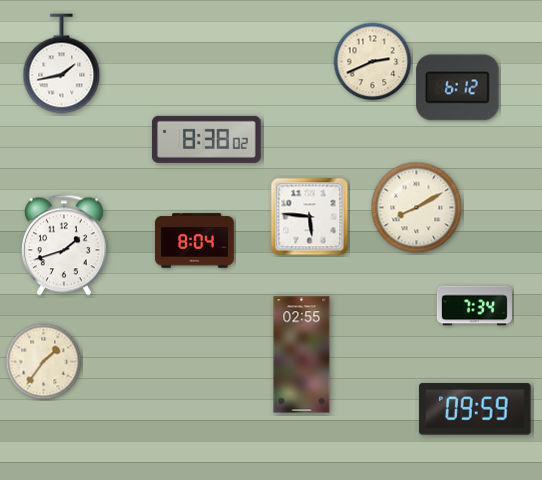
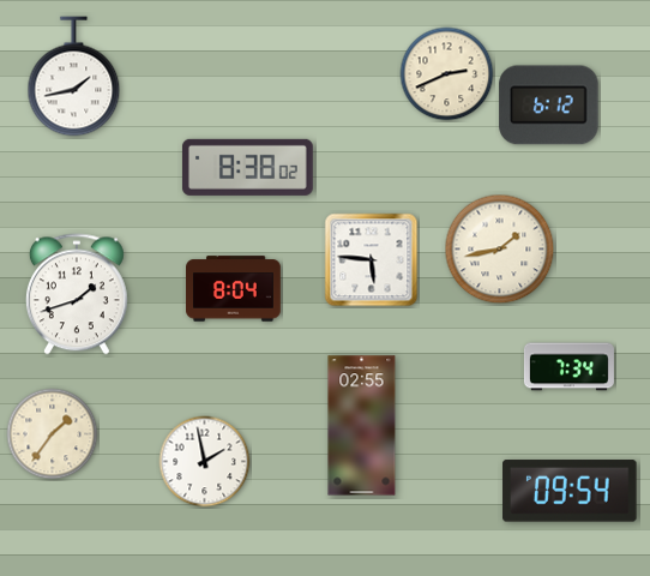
clock at (417, 208): 8:10 -> 1:43
clock at (205, 462): none -> 1:58
clock at (475, 409): 09:59 -> 09:54
